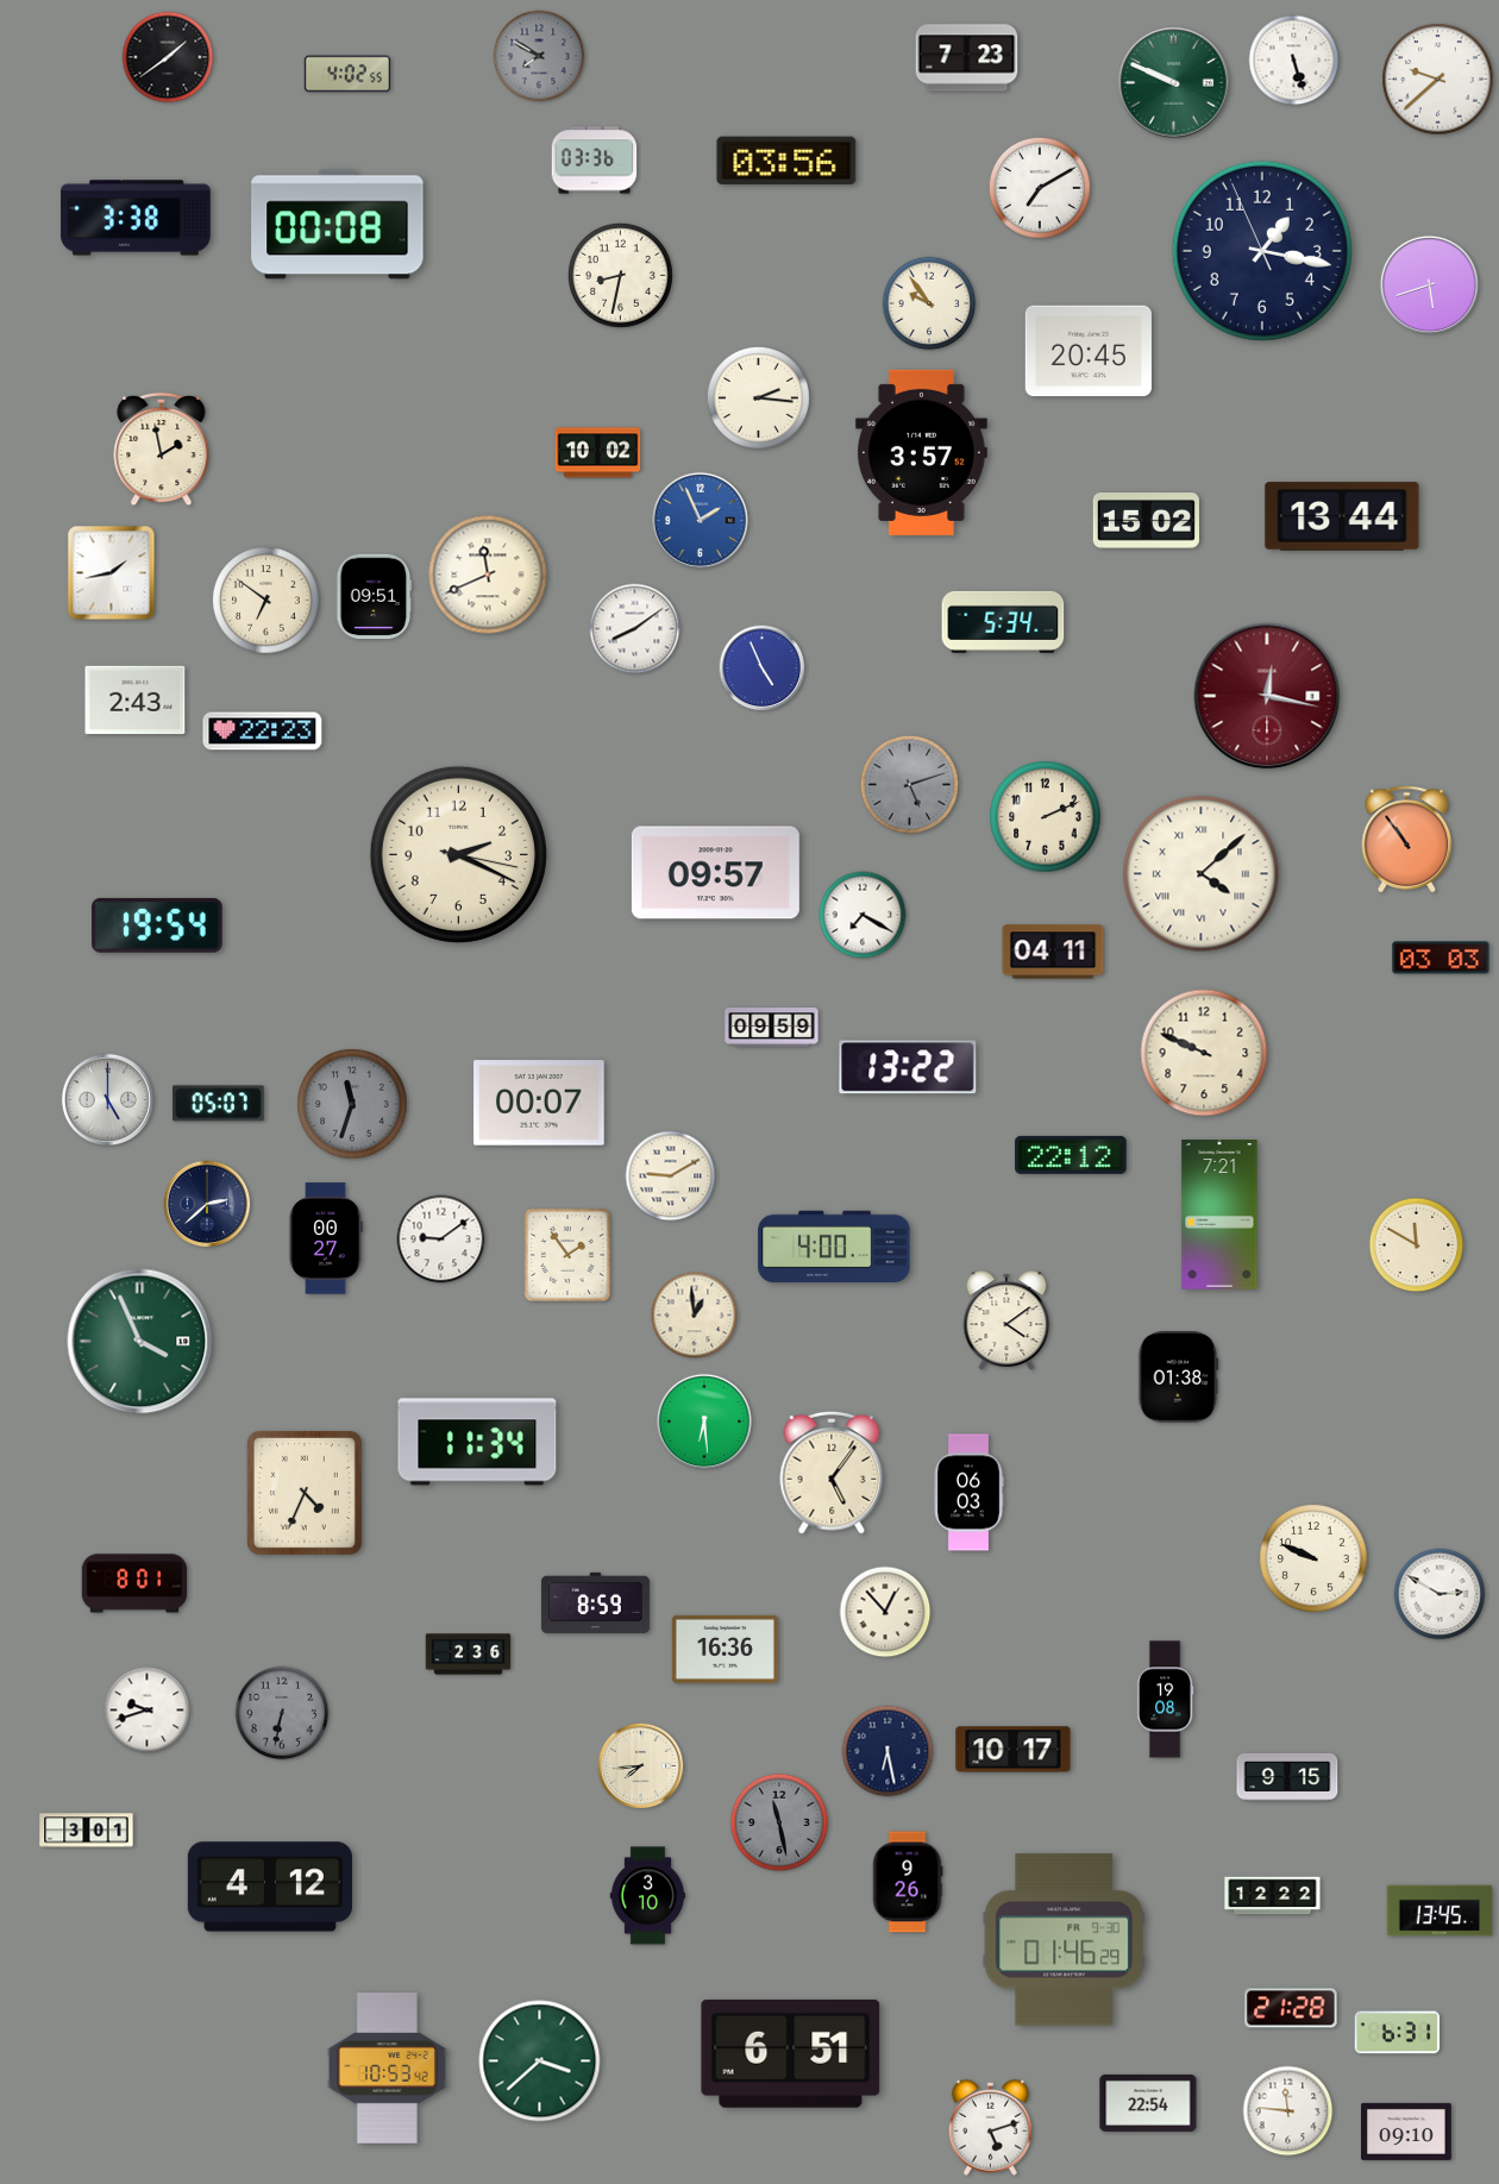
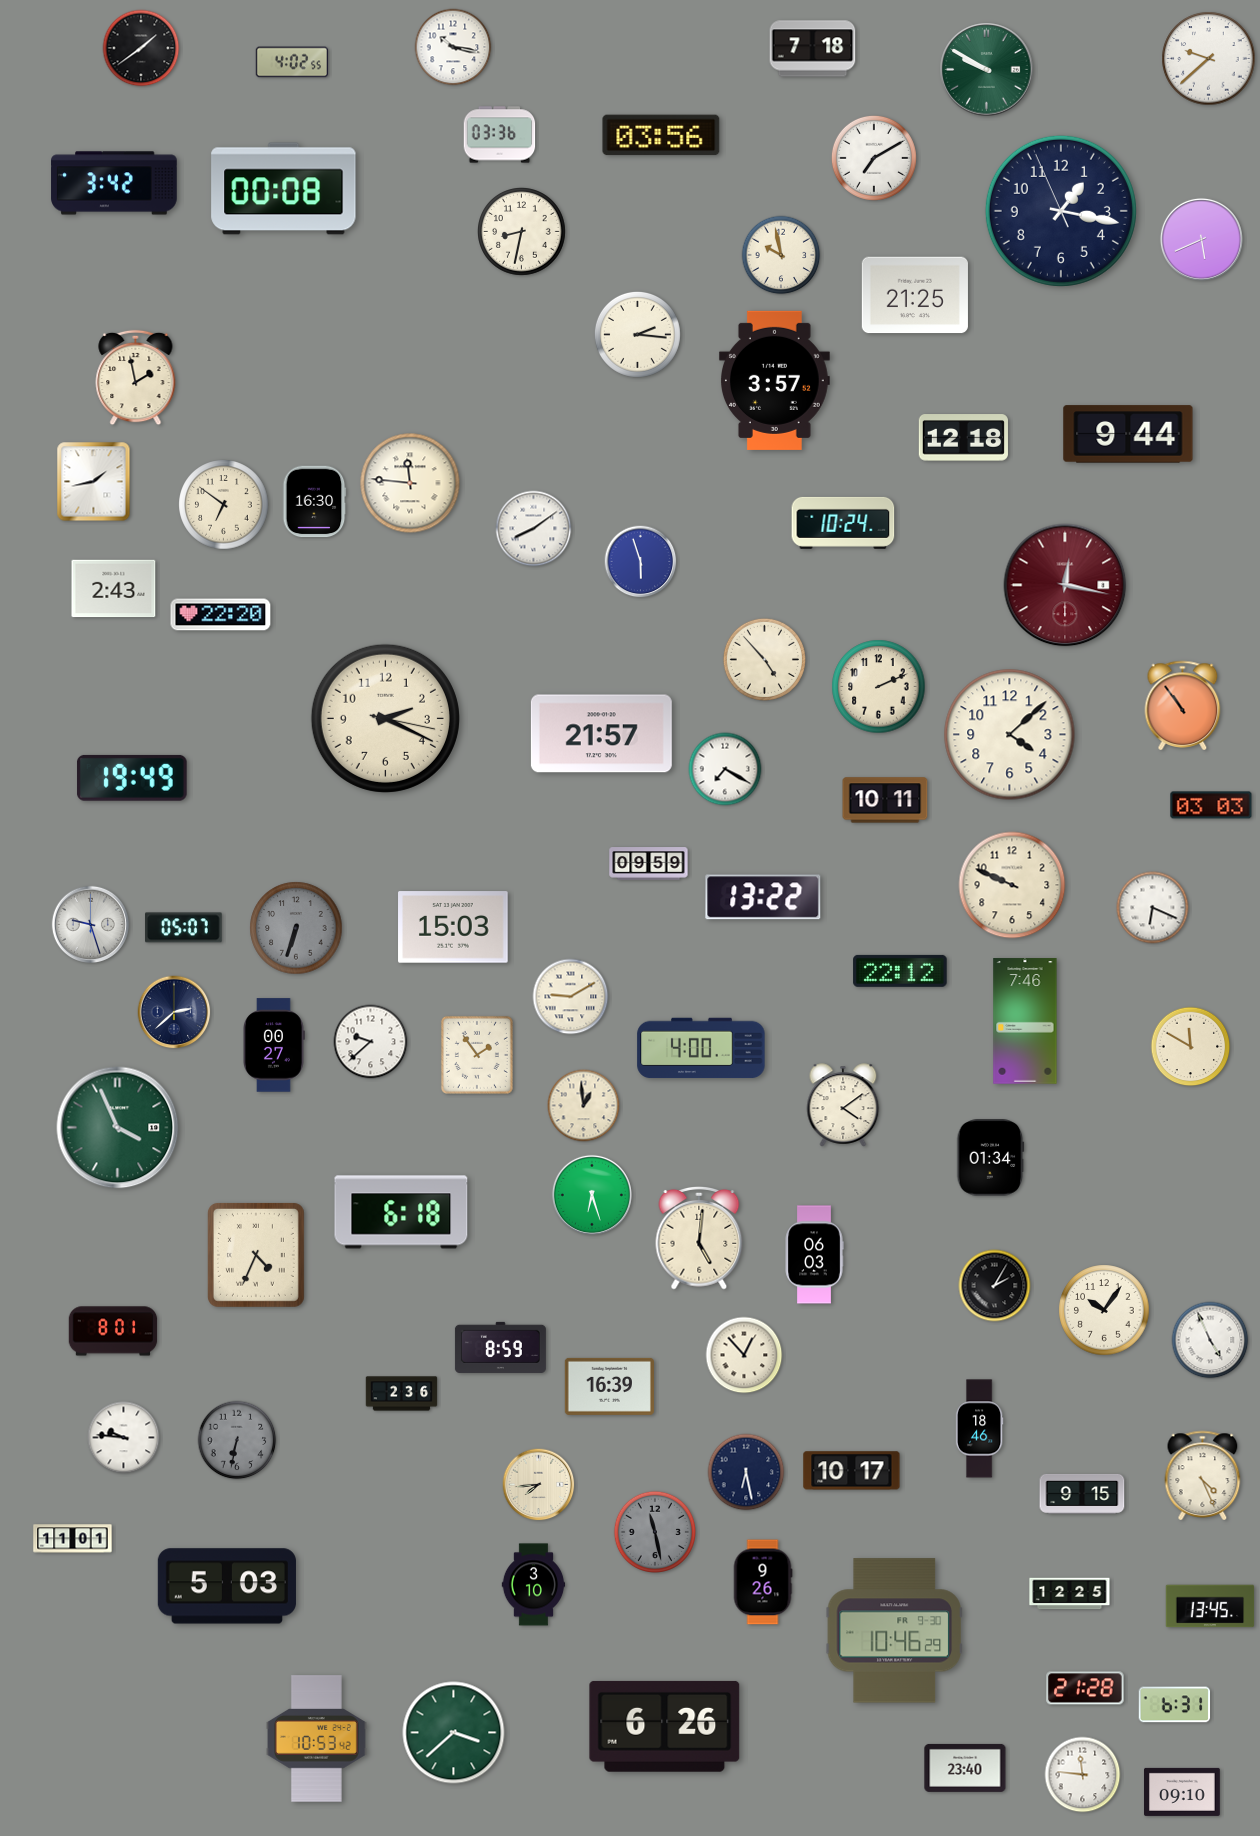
clock at (539, 56): 7:50 -> 10:17
clock at (539, 56) dial: grey -> white
clock at (967, 58): 7:23 -> 7:18
clock at (1294, 61): 5:27 -> none
clock at (1438, 80) position: (1438, 80) -> (1209, 59)
clock at (1174, 83): 9:49 -> 9:50
clock at (136, 218): 3:38 -> 3:42
clock at (1429, 284): 5:42 -> 5:41
clock at (929, 303): 9:54 -> 9:58
clock at (1089, 351): 20:45 -> 21:25
clock at (598, 453): 10:02 -> none
clock at (1342, 516): 13:44 -> 9:44
clock at (700, 520): 1:56 -> none
clock at (1146, 521): 15:02 -> 12:18
clock at (488, 575): 11:41 -> 11:46
clock at (375, 597): 09:51 -> 16:30
clock at (1003, 622): 5:34 -> 10:24
clock at (763, 669): 4:56 -> 5:57
clock at (263, 732): 22:23 -> 22:20
clock at (909, 784): 5:12 -> 4:53
clock at (909, 784) dial: grey -> cream
clock at (715, 873): 09:57 -> 21:57
clock at (1202, 874) numerals: Roman -> Arabic
clock at (158, 925): 19:54 -> 19:49
clock at (1053, 952): 04:11 -> 10:11
clock at (1153, 908): none -> 6:19
clock at (107, 1099): 5:00 -> 9:27
clock at (539, 1103): 00:07 -> 15:03
clock at (352, 1104): 11:33 -> 6:33
clock at (671, 1176) position: (671, 1176) -> (571, 997)
clock at (1219, 1215): 7:21 -> 7:46
clock at (326, 1238) position: (326, 1238) -> (274, 1045)
clock at (441, 1240): 9:09 -> 9:38
clock at (1006, 1320) position: (1006, 1320) -> (843, 1105)
clock at (1179, 1377): 01:38 -> 01:34
clock at (704, 1422): 6:29 -> 6:27
clock at (477, 1442): 11:34 -> 6:18
clock at (832, 1473): 5:06 -> 5:01
clock at (995, 1286): none -> 2:05
clock at (1313, 1558): 9:49 -> 10:06
clock at (1440, 1594): 2:50 -> 4:56
clock at (725, 1649): 16:36 -> 16:39
clock at (469, 1655) position: (469, 1655) -> (402, 1394)
clock at (1165, 1700): 19:08 -> 18:46
clock at (148, 1711): 9:42 -> 9:46
clock at (1203, 1475): none -> 4:26
clock at (87, 1831): 3:01 -> 11:01
clock at (270, 1887): 4:12 -> 5:03
clock at (648, 1896) position: (648, 1896) -> (534, 1585)
clock at (1273, 1896): 12:22 -> 12:25
clock at (1064, 1940): 01:46 -> 10:46
clock at (1398, 2033) position: (1398, 2033) -> (1175, 1705)
clock at (791, 2053): 6:51 -> 6:26
clock at (388, 2069) position: (388, 2069) -> (317, 1739)
clock at (1148, 2103): 22:54 -> 23:40
clock at (990, 2127): 5:12 -> none
